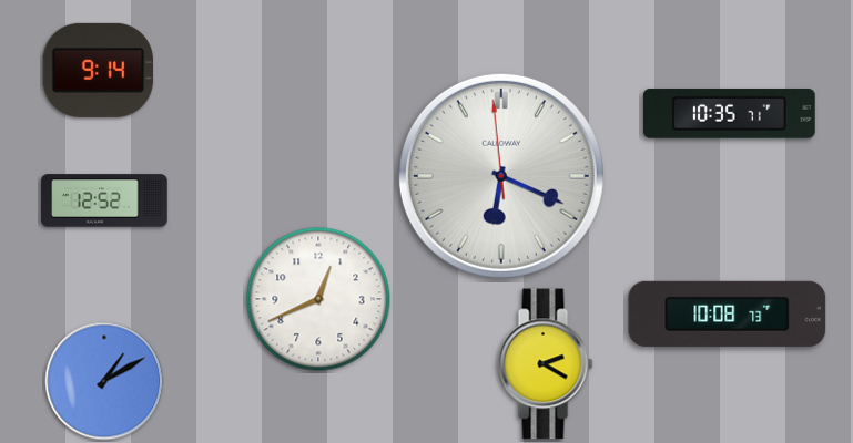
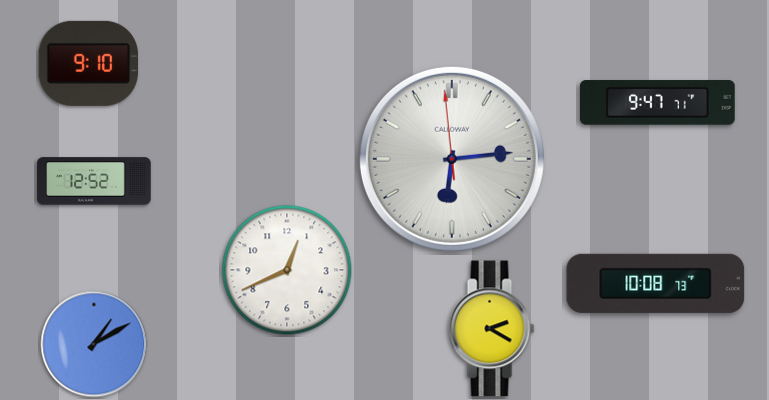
clock at (98, 70): 9:14 -> 9:10
clock at (729, 114): 10:35 -> 9:47
clock at (501, 176): 6:18 -> 6:13
